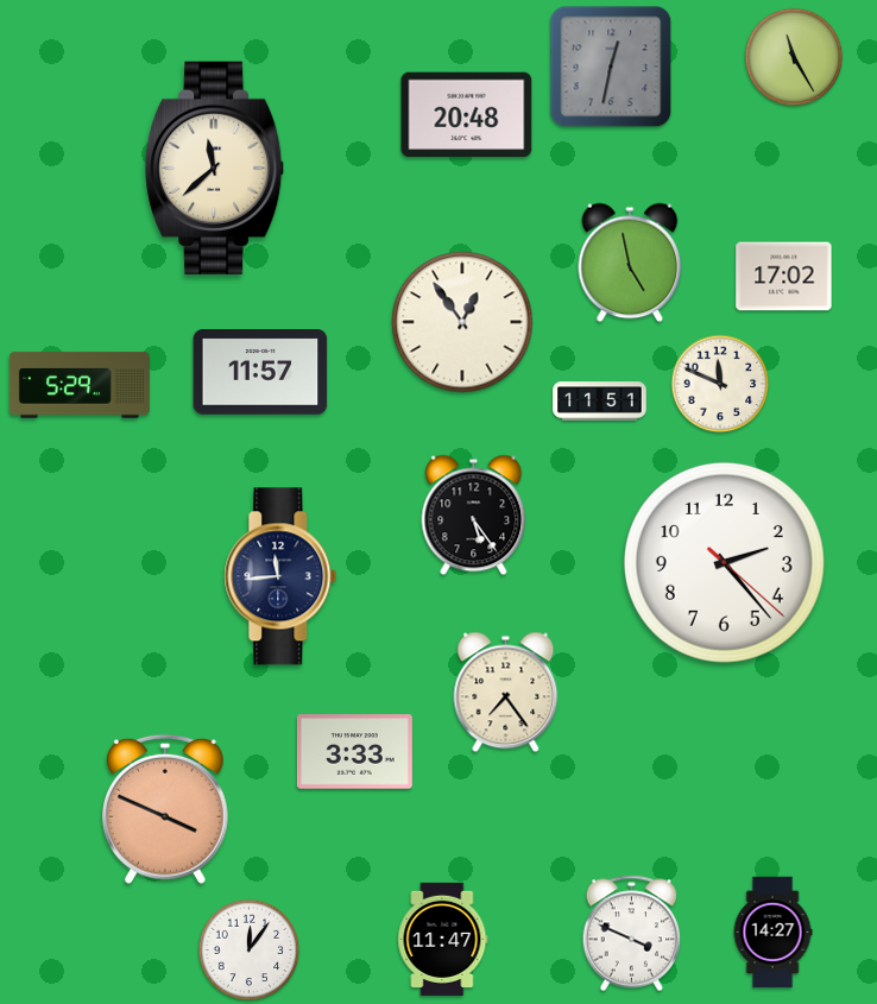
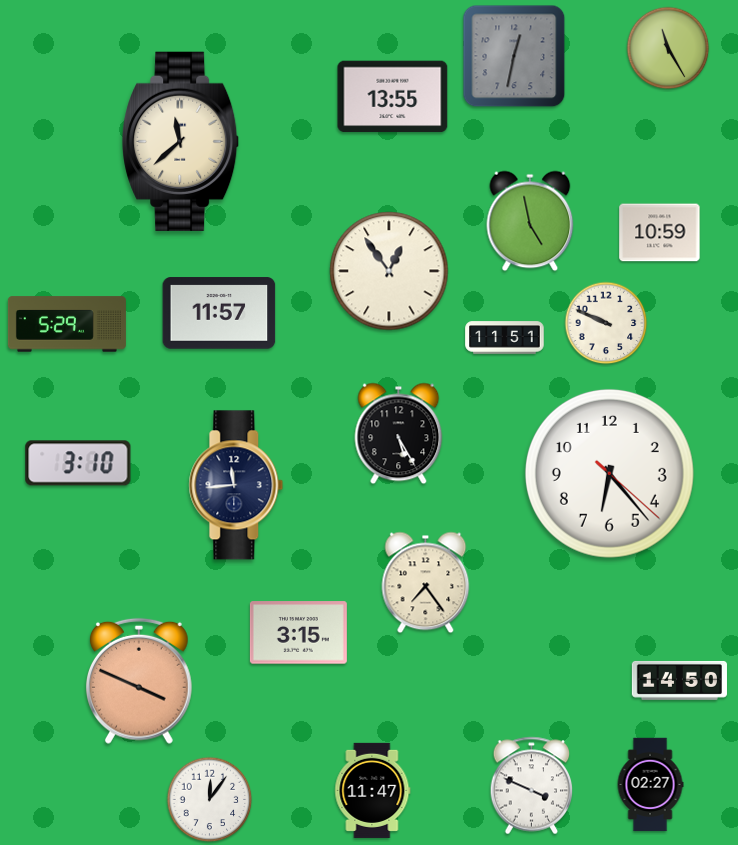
clock at (467, 115): 20:48 -> 13:55
clock at (784, 277): 17:02 -> 10:59
clock at (720, 384): 11:49 -> 9:49
clock at (474, 516): 5:24 -> 5:25
clock at (78, 463): none -> 3:10
clock at (724, 562): 2:23 -> 6:23
clock at (354, 752): 3:33 -> 3:15
clock at (679, 680): none -> 14:50
clock at (772, 933): 14:27 -> 02:27
